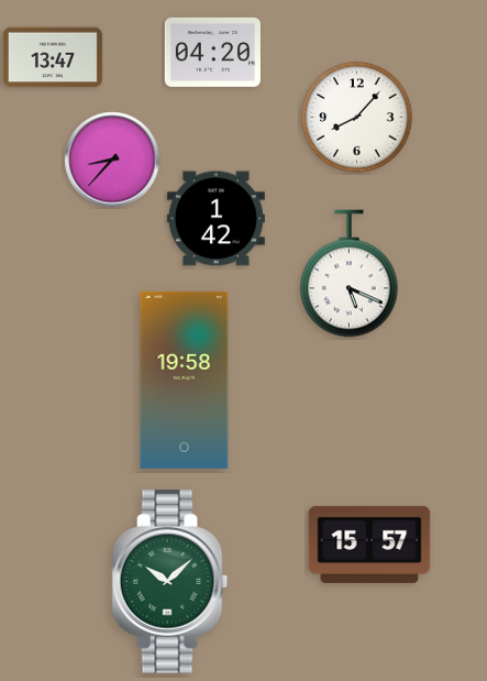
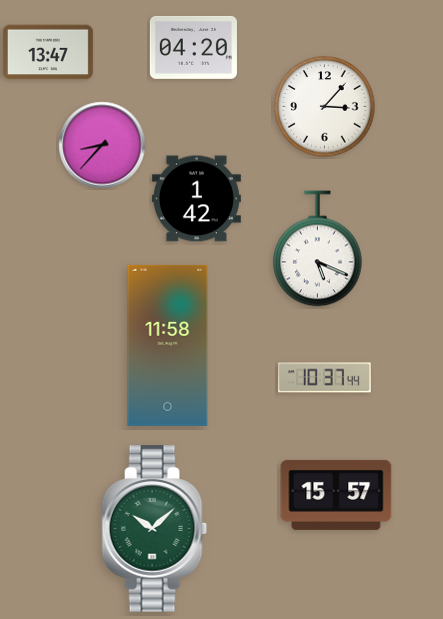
clock at (357, 118): 8:07 -> 3:07
clock at (185, 380): 19:58 -> 11:58
clock at (325, 378): none -> 10:37
